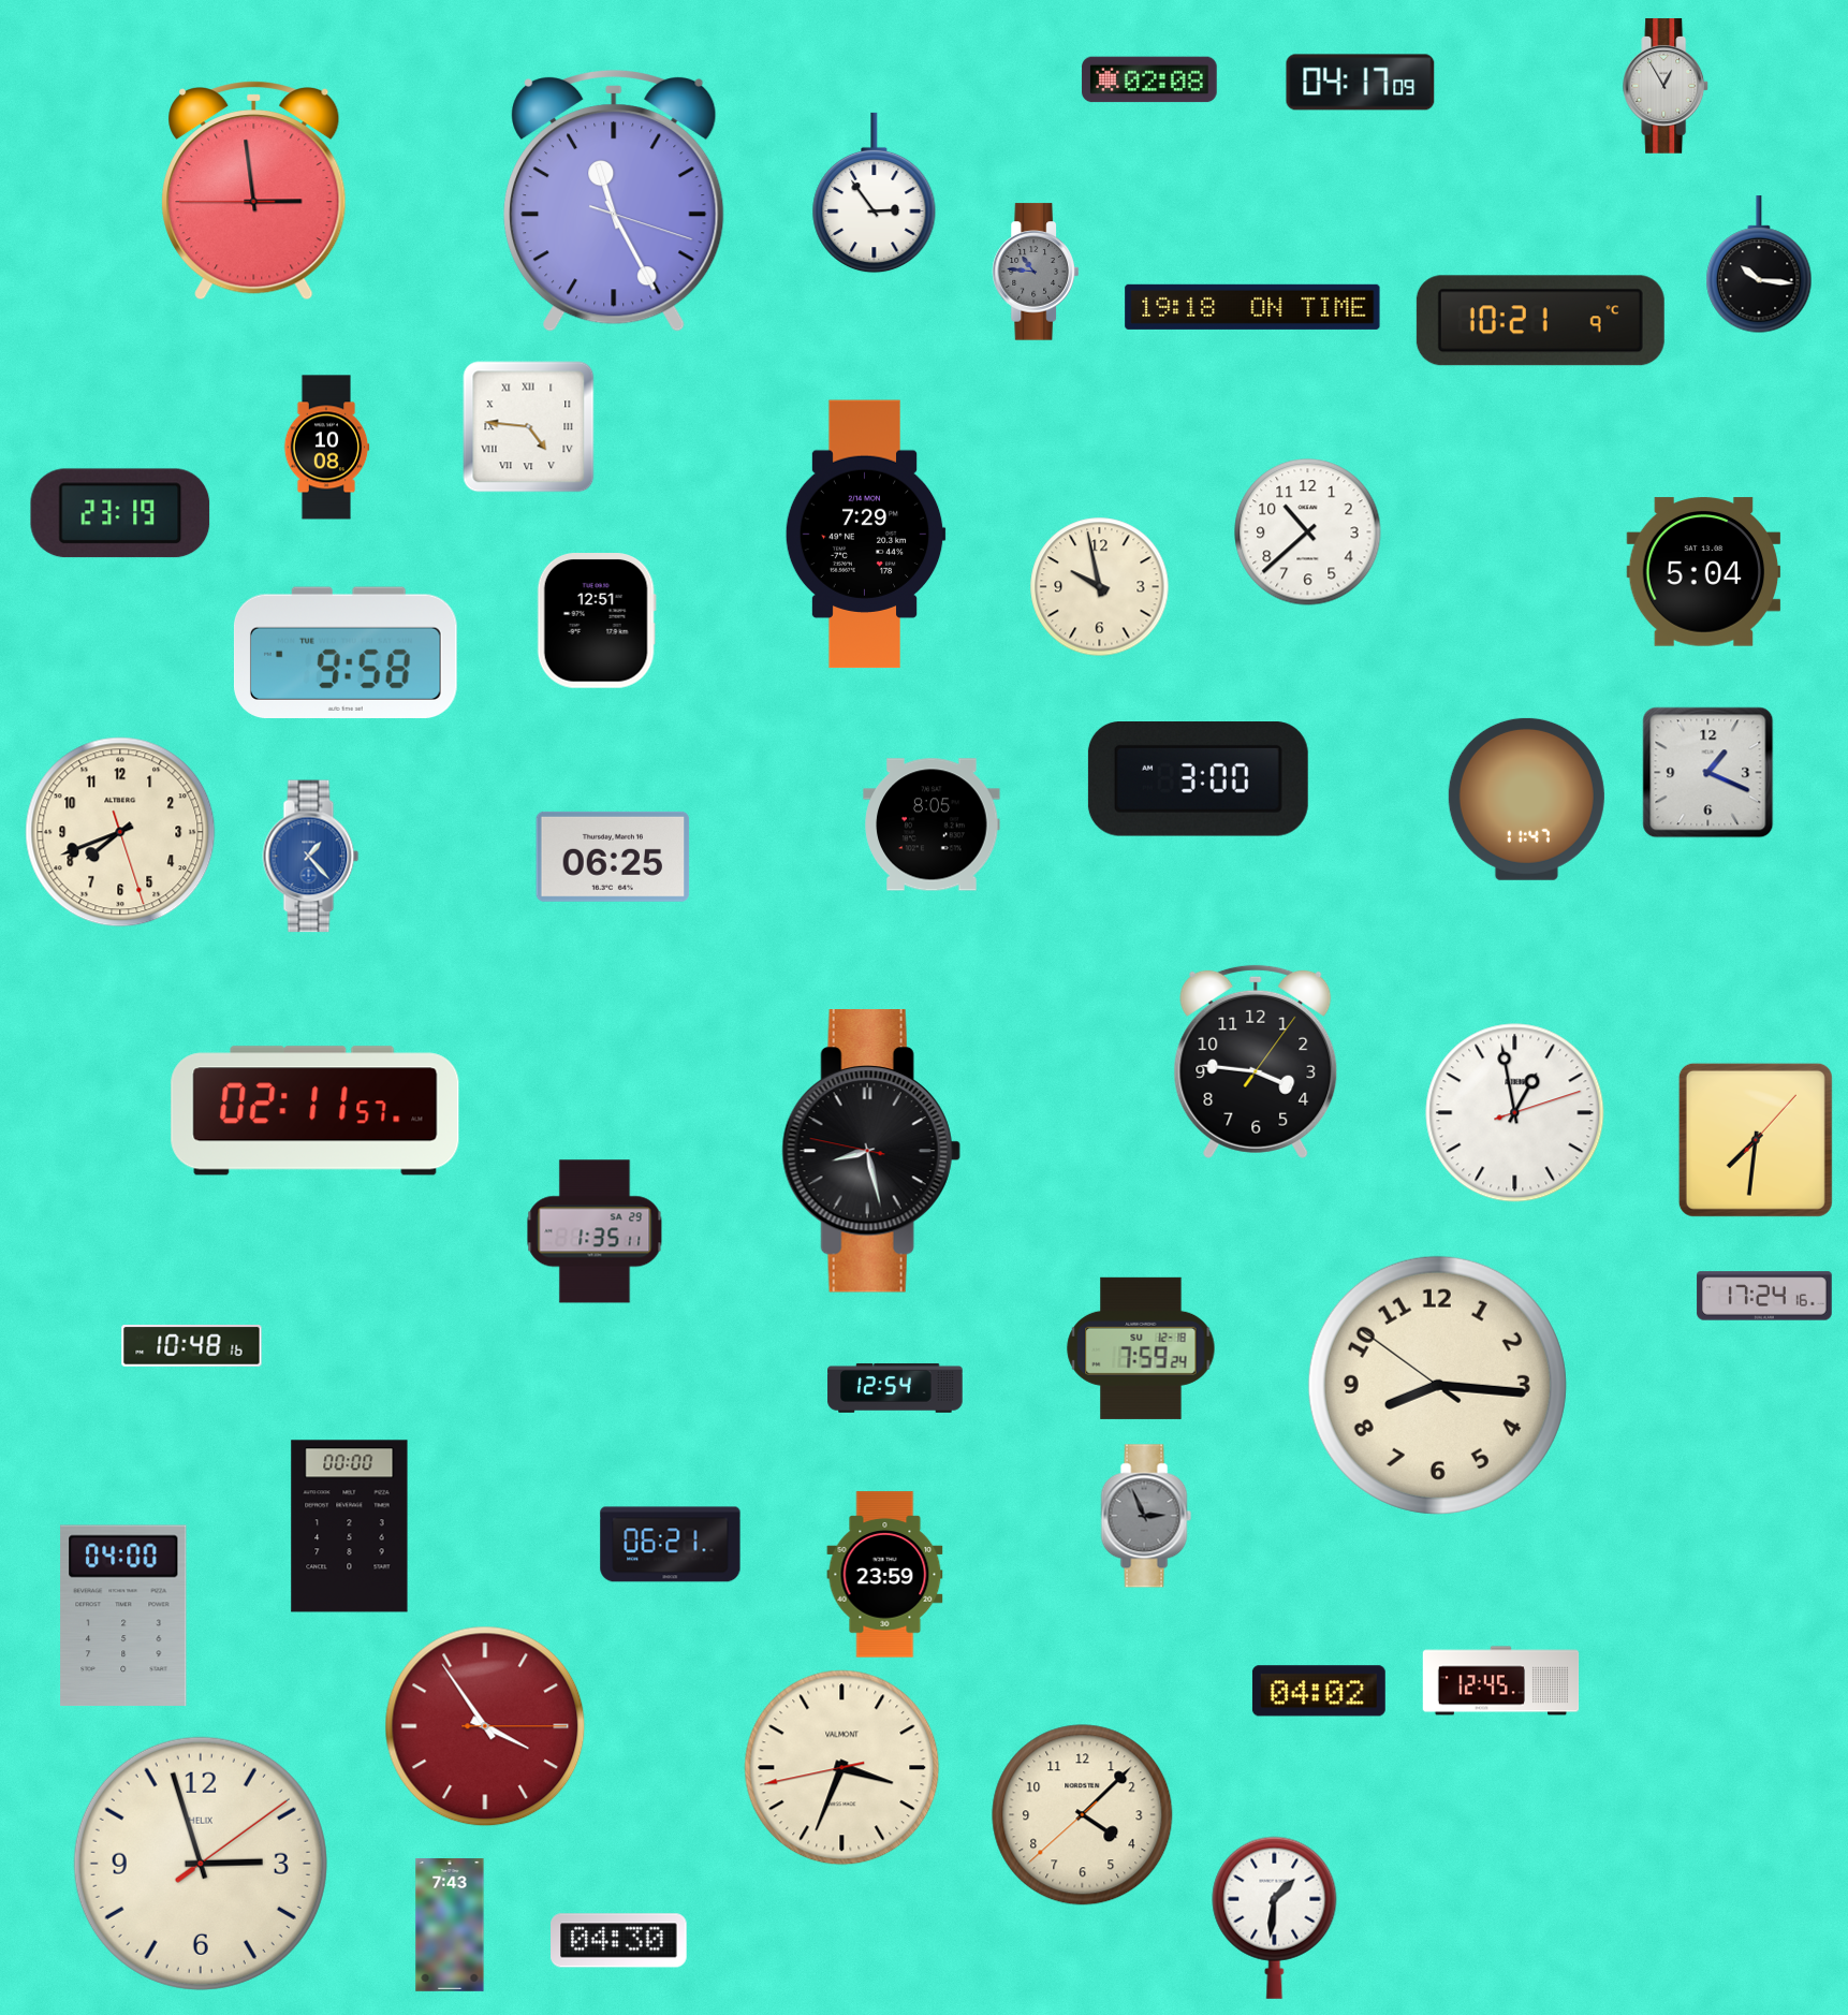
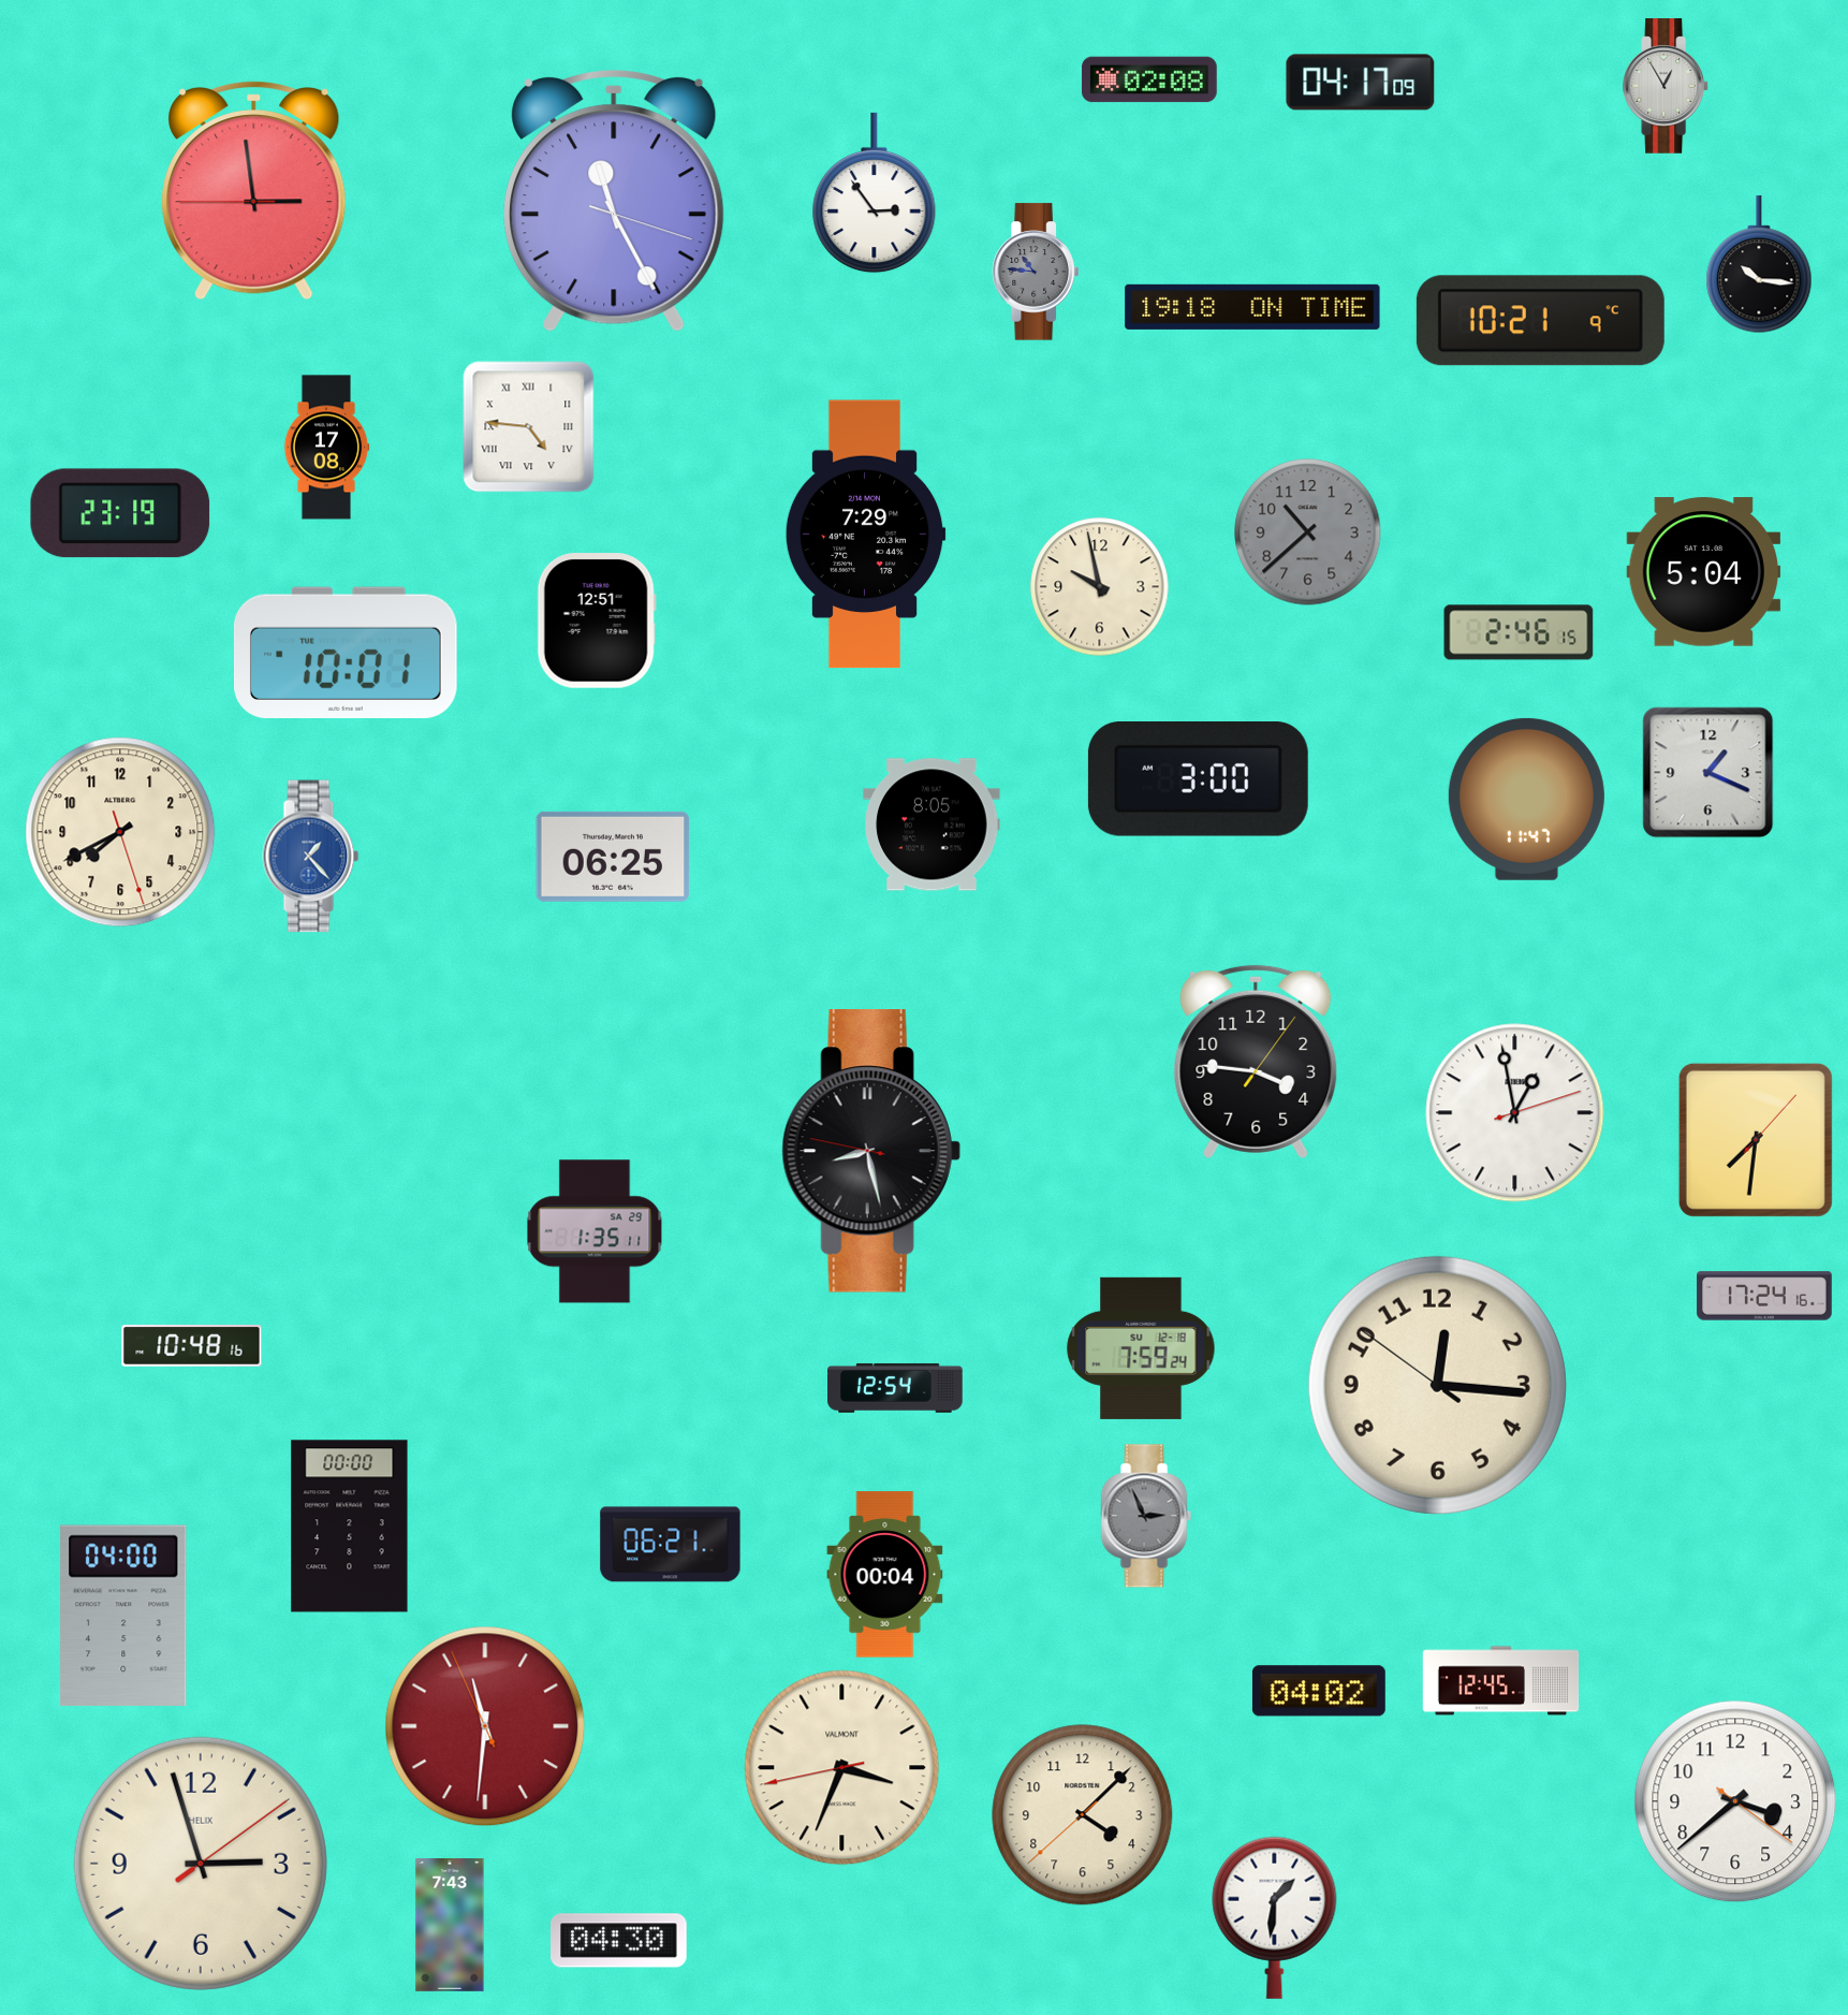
clock at (326, 448): 10:08 -> 17:08
clock at (1308, 532) dial: white -> grey
clock at (1519, 632): none -> 2:46
clock at (346, 652): 9:58 -> 10:01
clock at (120, 832): 7:41 -> 7:40
clock at (316, 1111): 02:11 -> none
clock at (1437, 1385): 8:15 -> 12:15
clock at (885, 1575): 23:59 -> 00:04
clock at (485, 1726): 3:54 -> 11:30
clock at (1735, 1801): none -> 3:38
